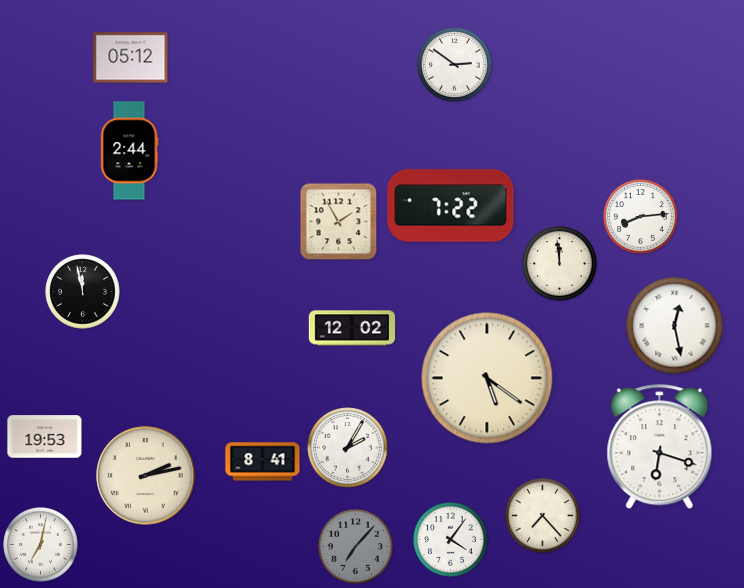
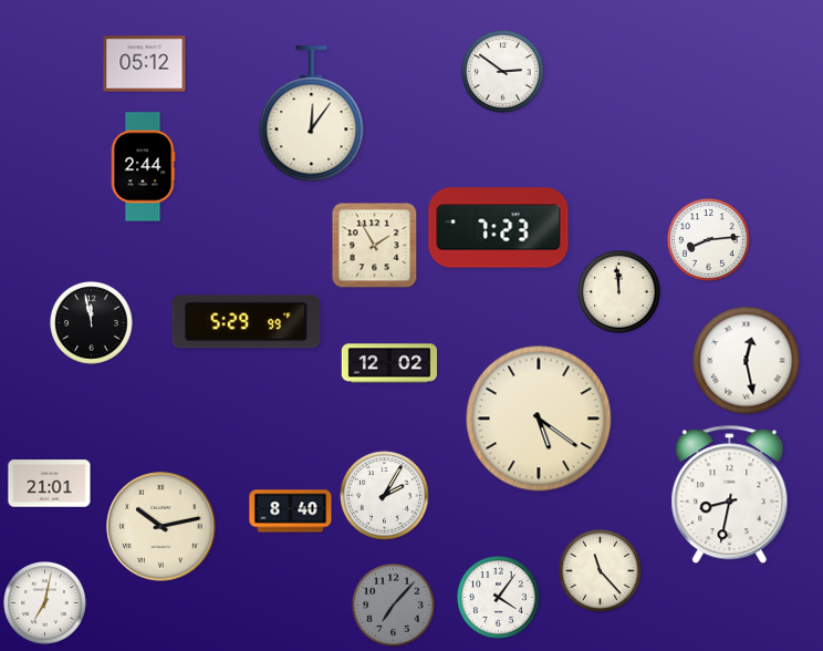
clock at (312, 114): none -> 12:06
clock at (451, 206): 7:22 -> 7:23
clock at (247, 322): none -> 5:29
clock at (45, 437): 19:53 -> 21:01
clock at (660, 447): 6:18 -> 8:32
clock at (263, 462): 8:41 -> 8:40
clock at (146, 476): 2:13 -> 10:13
clock at (543, 516): 7:23 -> 11:23
